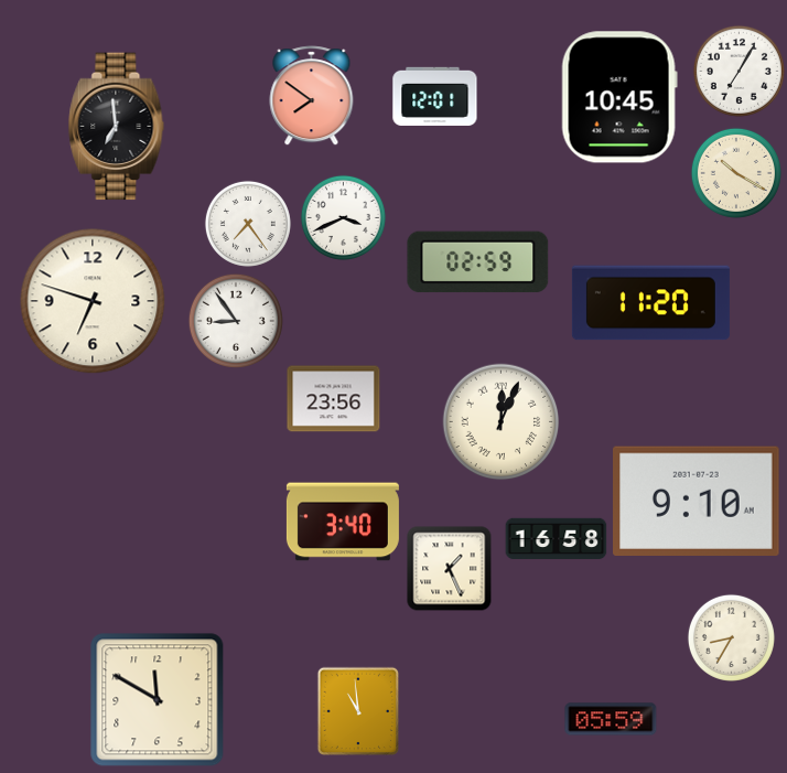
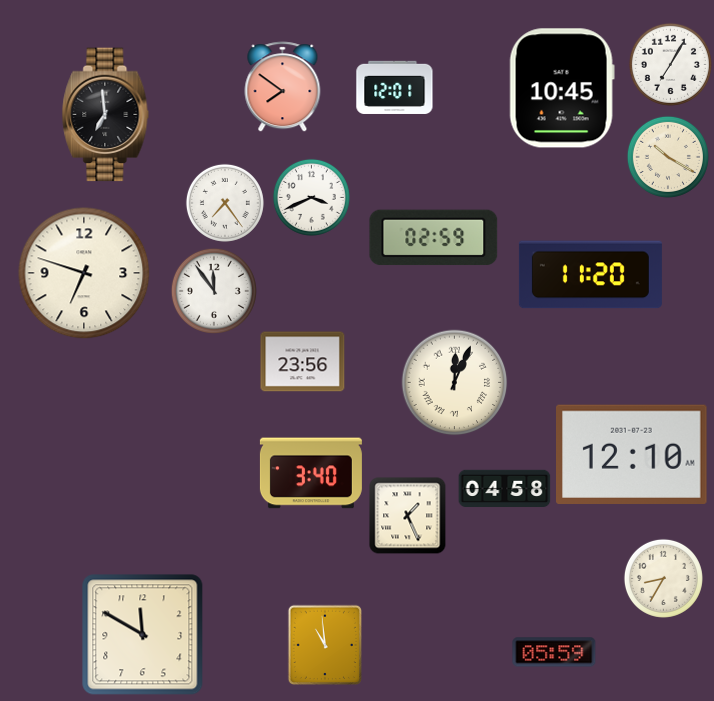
clock at (236, 321): 8:54 -> 11:54
clock at (697, 501): 9:10 -> 12:10
clock at (557, 539): 16:58 -> 04:58
